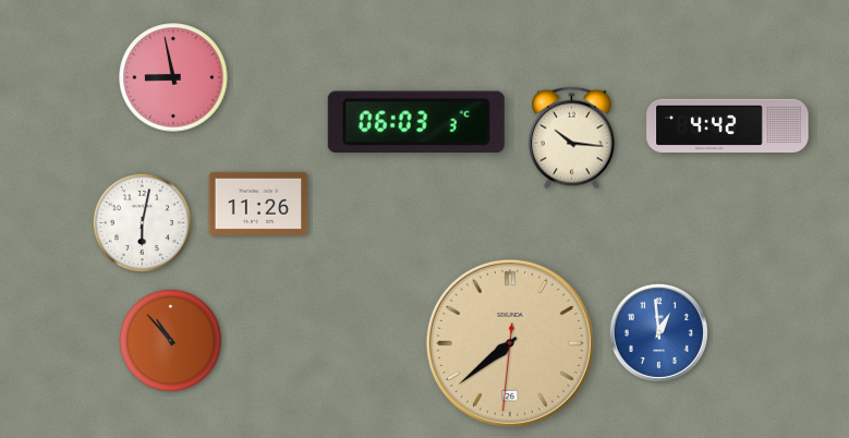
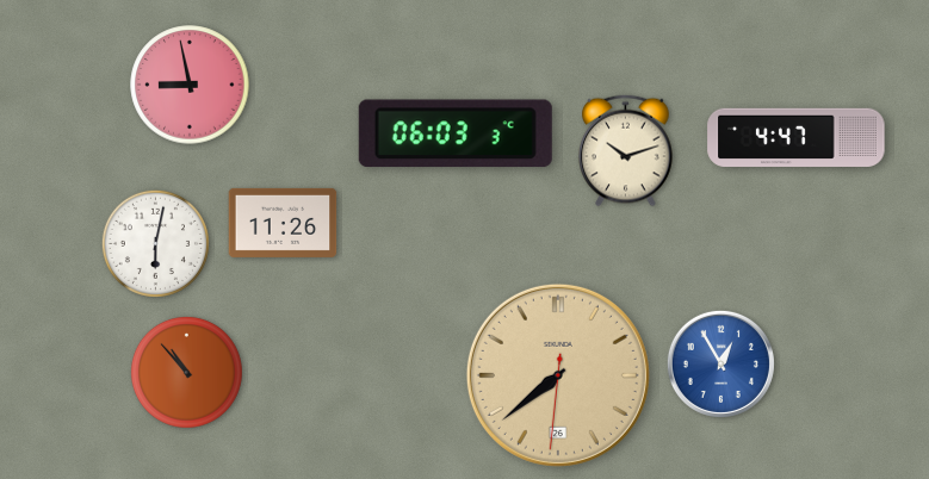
clock at (728, 125): 4:42 -> 4:47
clock at (572, 138): 10:16 -> 10:12
clock at (658, 332): 12:59 -> 12:55
